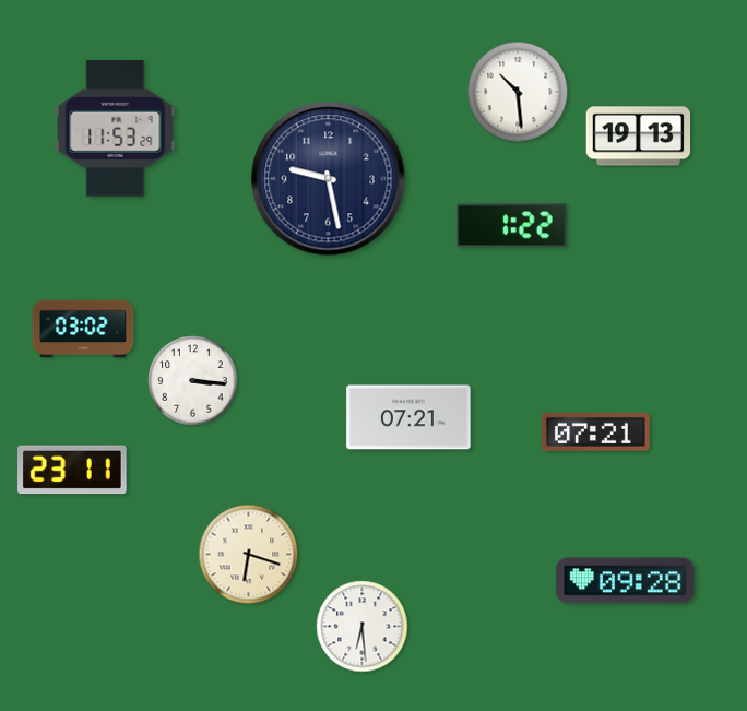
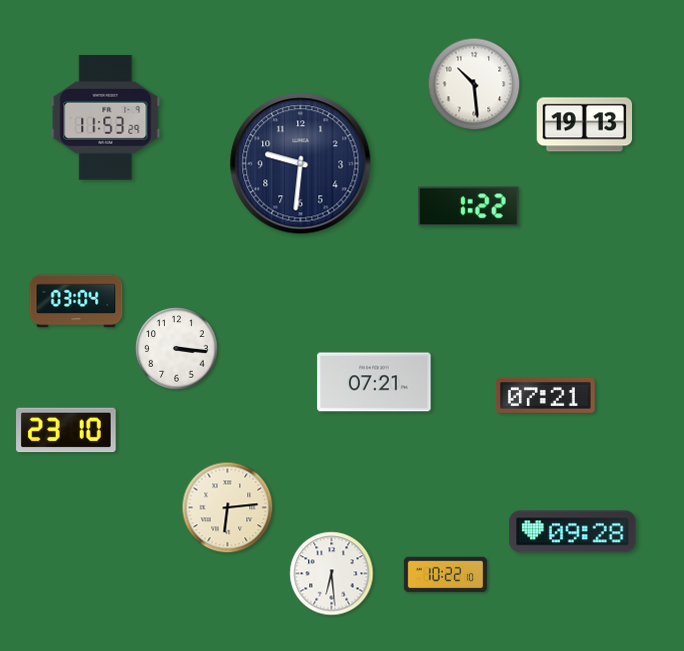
clock at (329, 179): 9:28 -> 9:31
clock at (83, 329): 03:02 -> 03:04
clock at (72, 470): 23:11 -> 23:10
clock at (249, 555): 6:18 -> 6:14
clock at (446, 575): none -> 10:22
